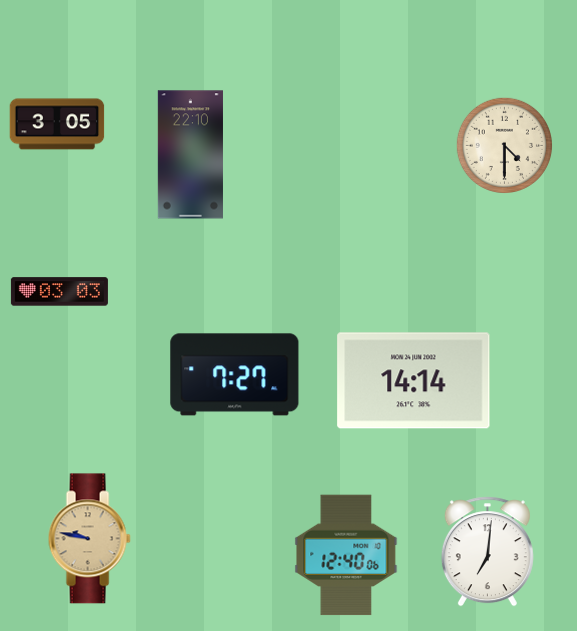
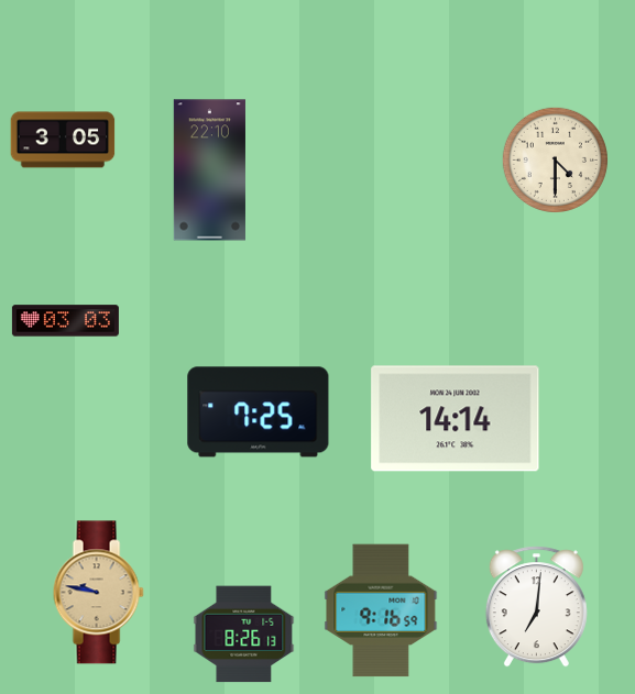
clock at (57, 124) position: (57, 124) -> (63, 140)
clock at (235, 375): 7:27 -> 7:25
clock at (346, 555): 12:40 -> 9:16
clock at (244, 635): none -> 8:26
